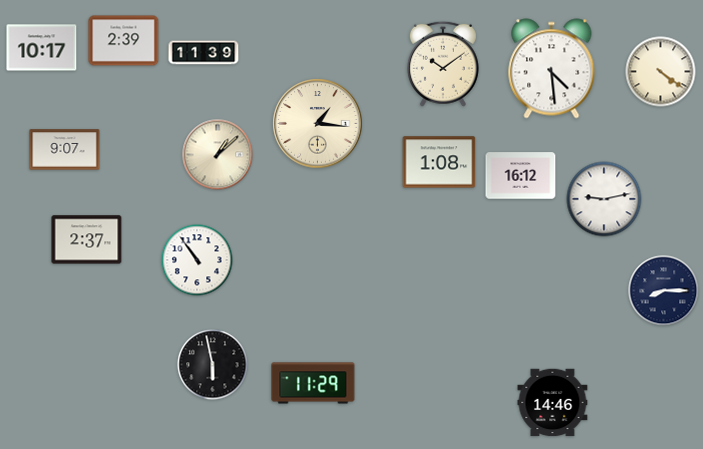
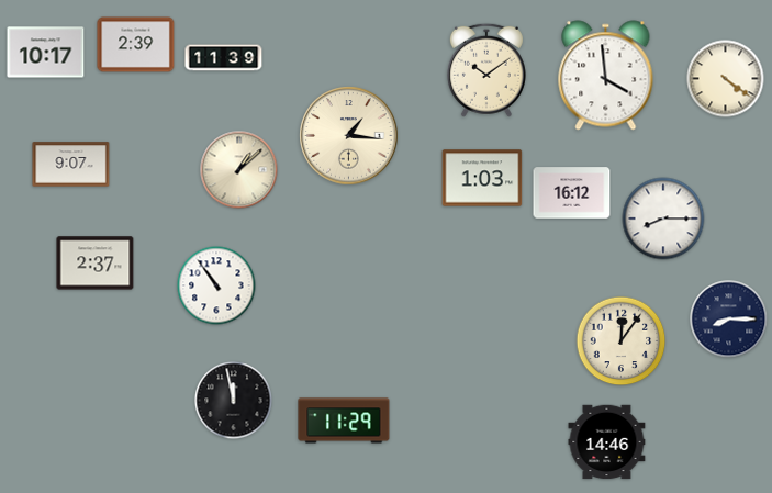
clock at (552, 69): 4:29 -> 3:59
clock at (439, 162): 1:08 -> 1:03
clock at (604, 199): 9:13 -> 8:15
clock at (622, 341): none -> 12:06
clock at (213, 365): 5:58 -> 11:58
